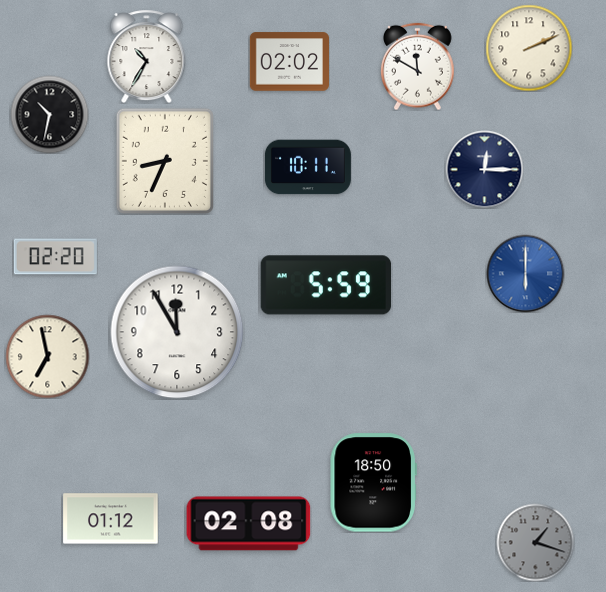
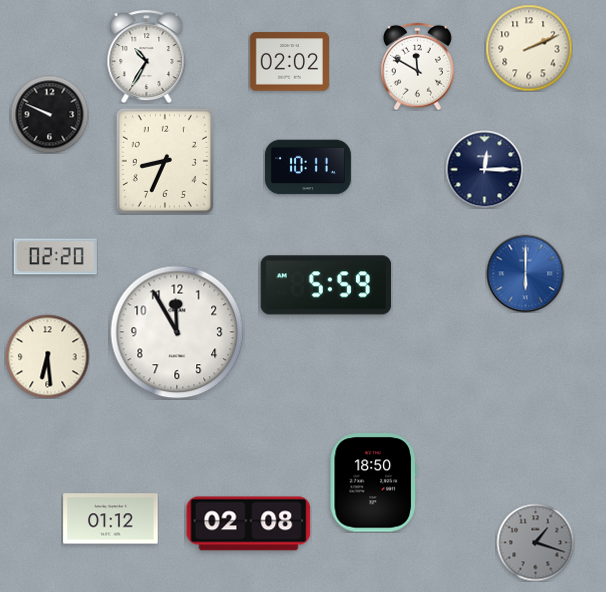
clock at (49, 114): 10:32 -> 9:49
clock at (47, 356): 6:58 -> 6:29
